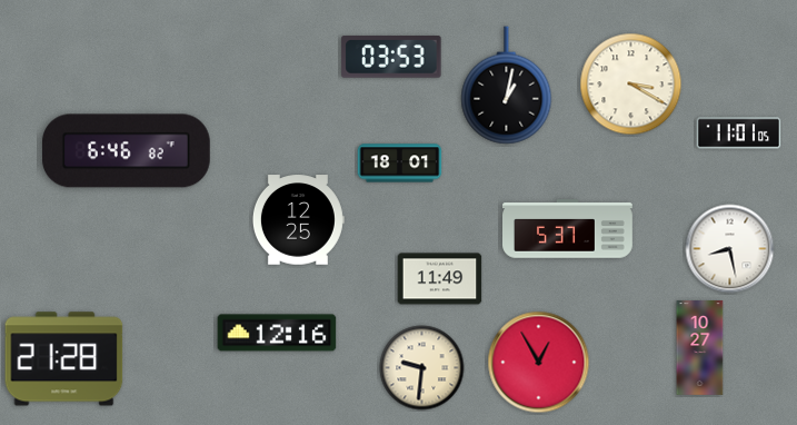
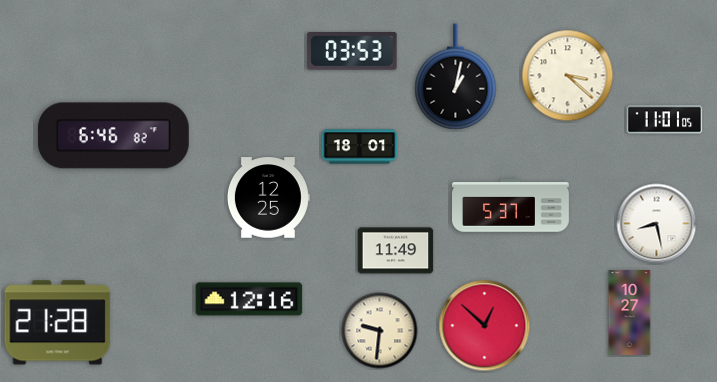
clock at (631, 85): 3:20 -> 3:22
clock at (539, 363): 12:55 -> 12:52
